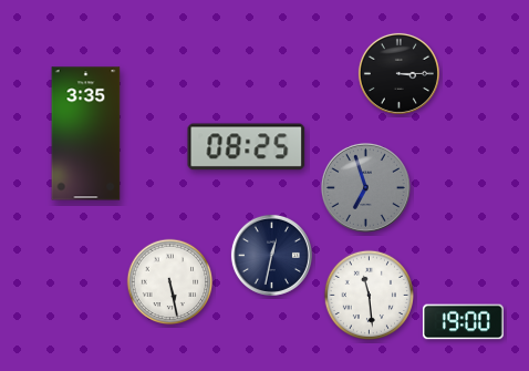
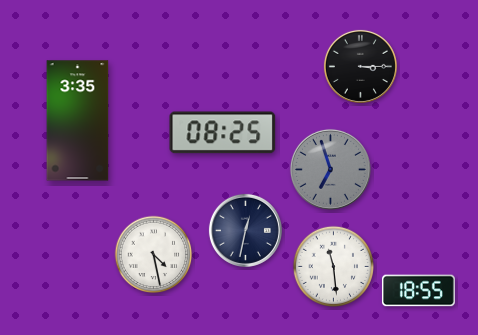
clock at (170, 282): 5:28 -> 4:28
clock at (463, 322): 19:00 -> 18:55
